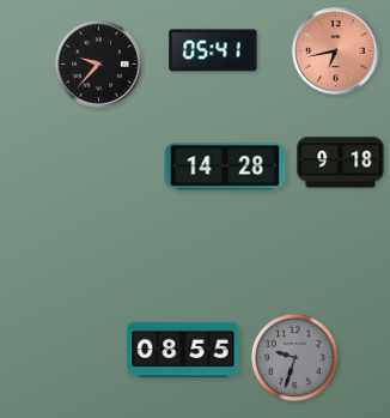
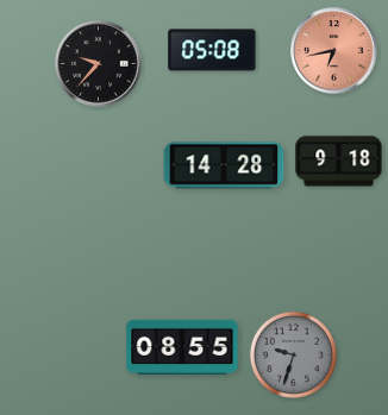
clock at (213, 50): 05:41 -> 05:08
